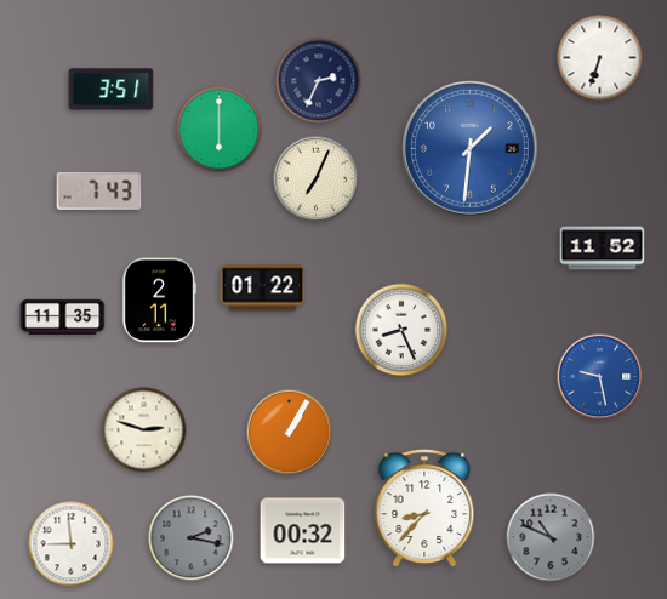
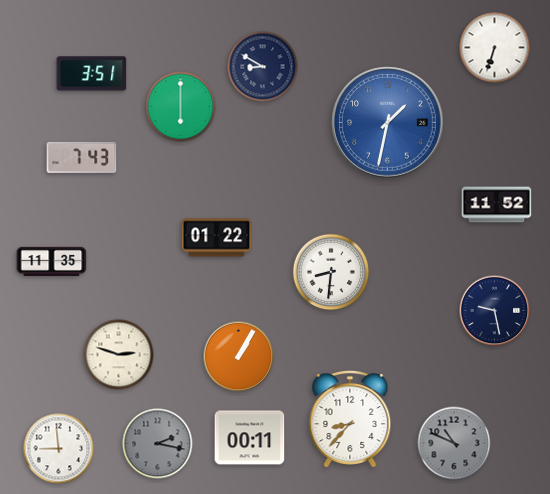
clock at (319, 81): 2:34 -> 8:50
clock at (471, 149): 1:31 -> 1:32
clock at (317, 179): 7:04 -> none
clock at (160, 301): 2:11 -> none
clock at (401, 330): 8:26 -> 8:31
clock at (600, 377) dial: blue -> navy
clock at (303, 531): 00:32 -> 00:11
